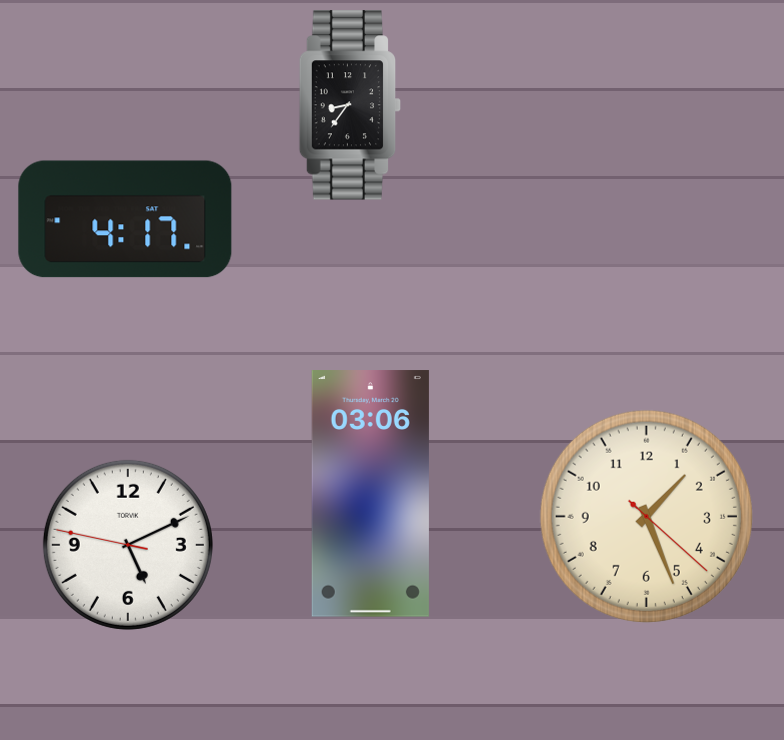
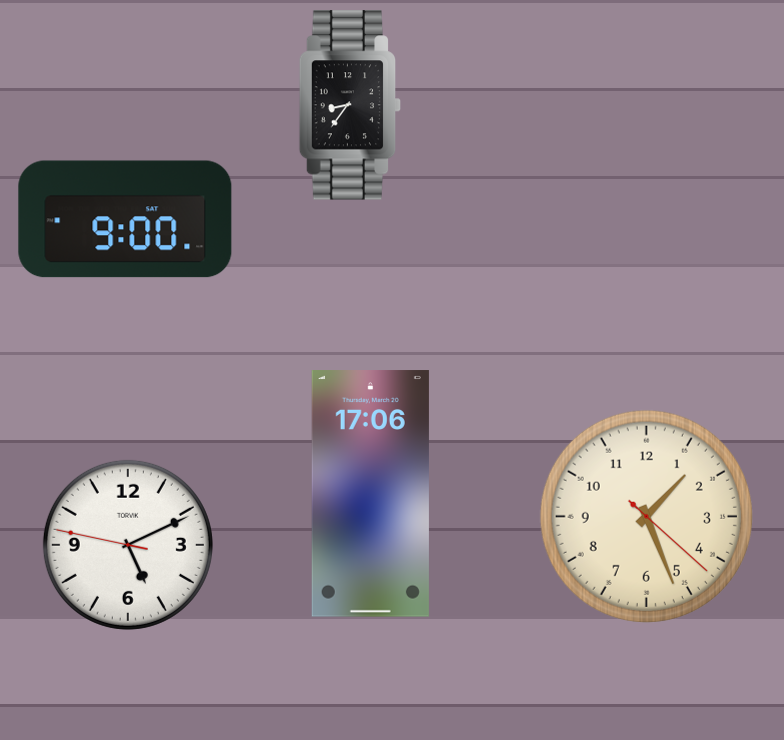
clock at (125, 219): 4:17 -> 9:00
clock at (370, 494): 03:06 -> 17:06
